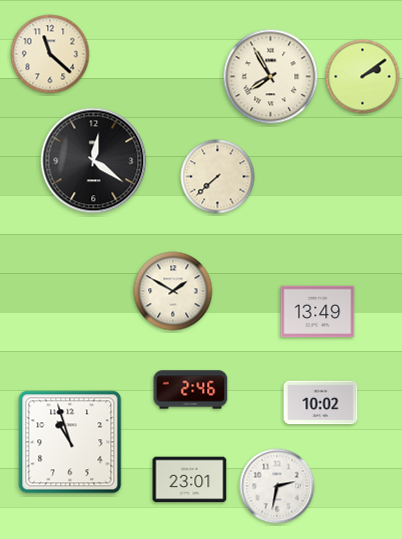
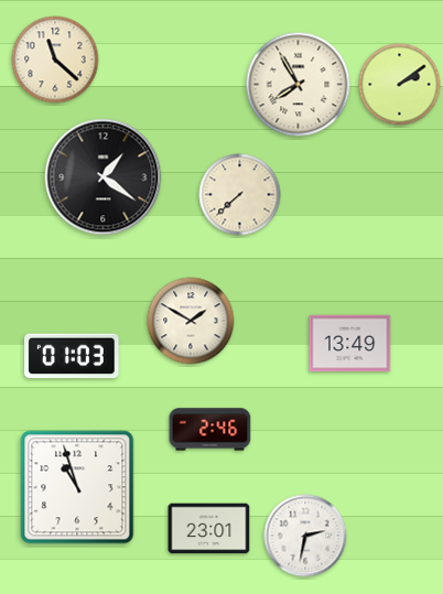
clock at (94, 161): 12:21 -> 1:21
clock at (72, 356): none -> 01:03
clock at (321, 403): 10:02 -> none
